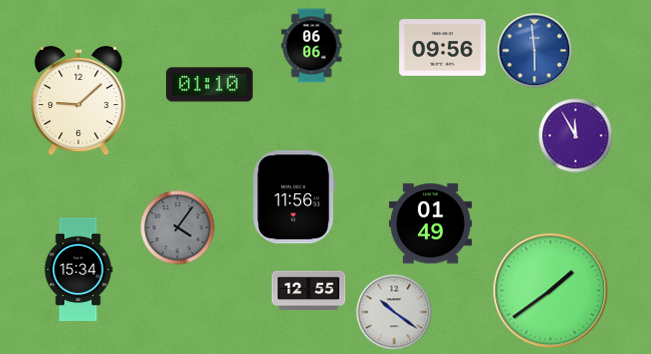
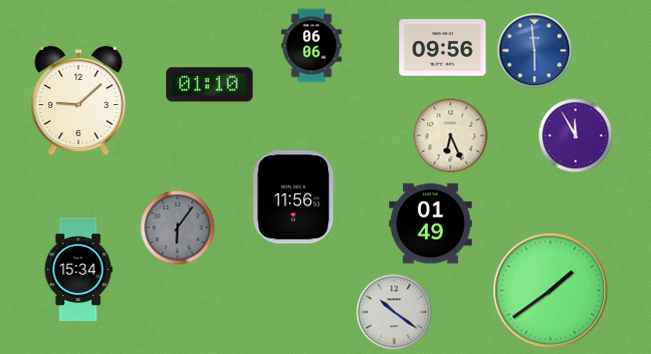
clock at (451, 136): none -> 6:26
clock at (178, 228): 4:06 -> 6:06
clock at (309, 291): 12:55 -> none
